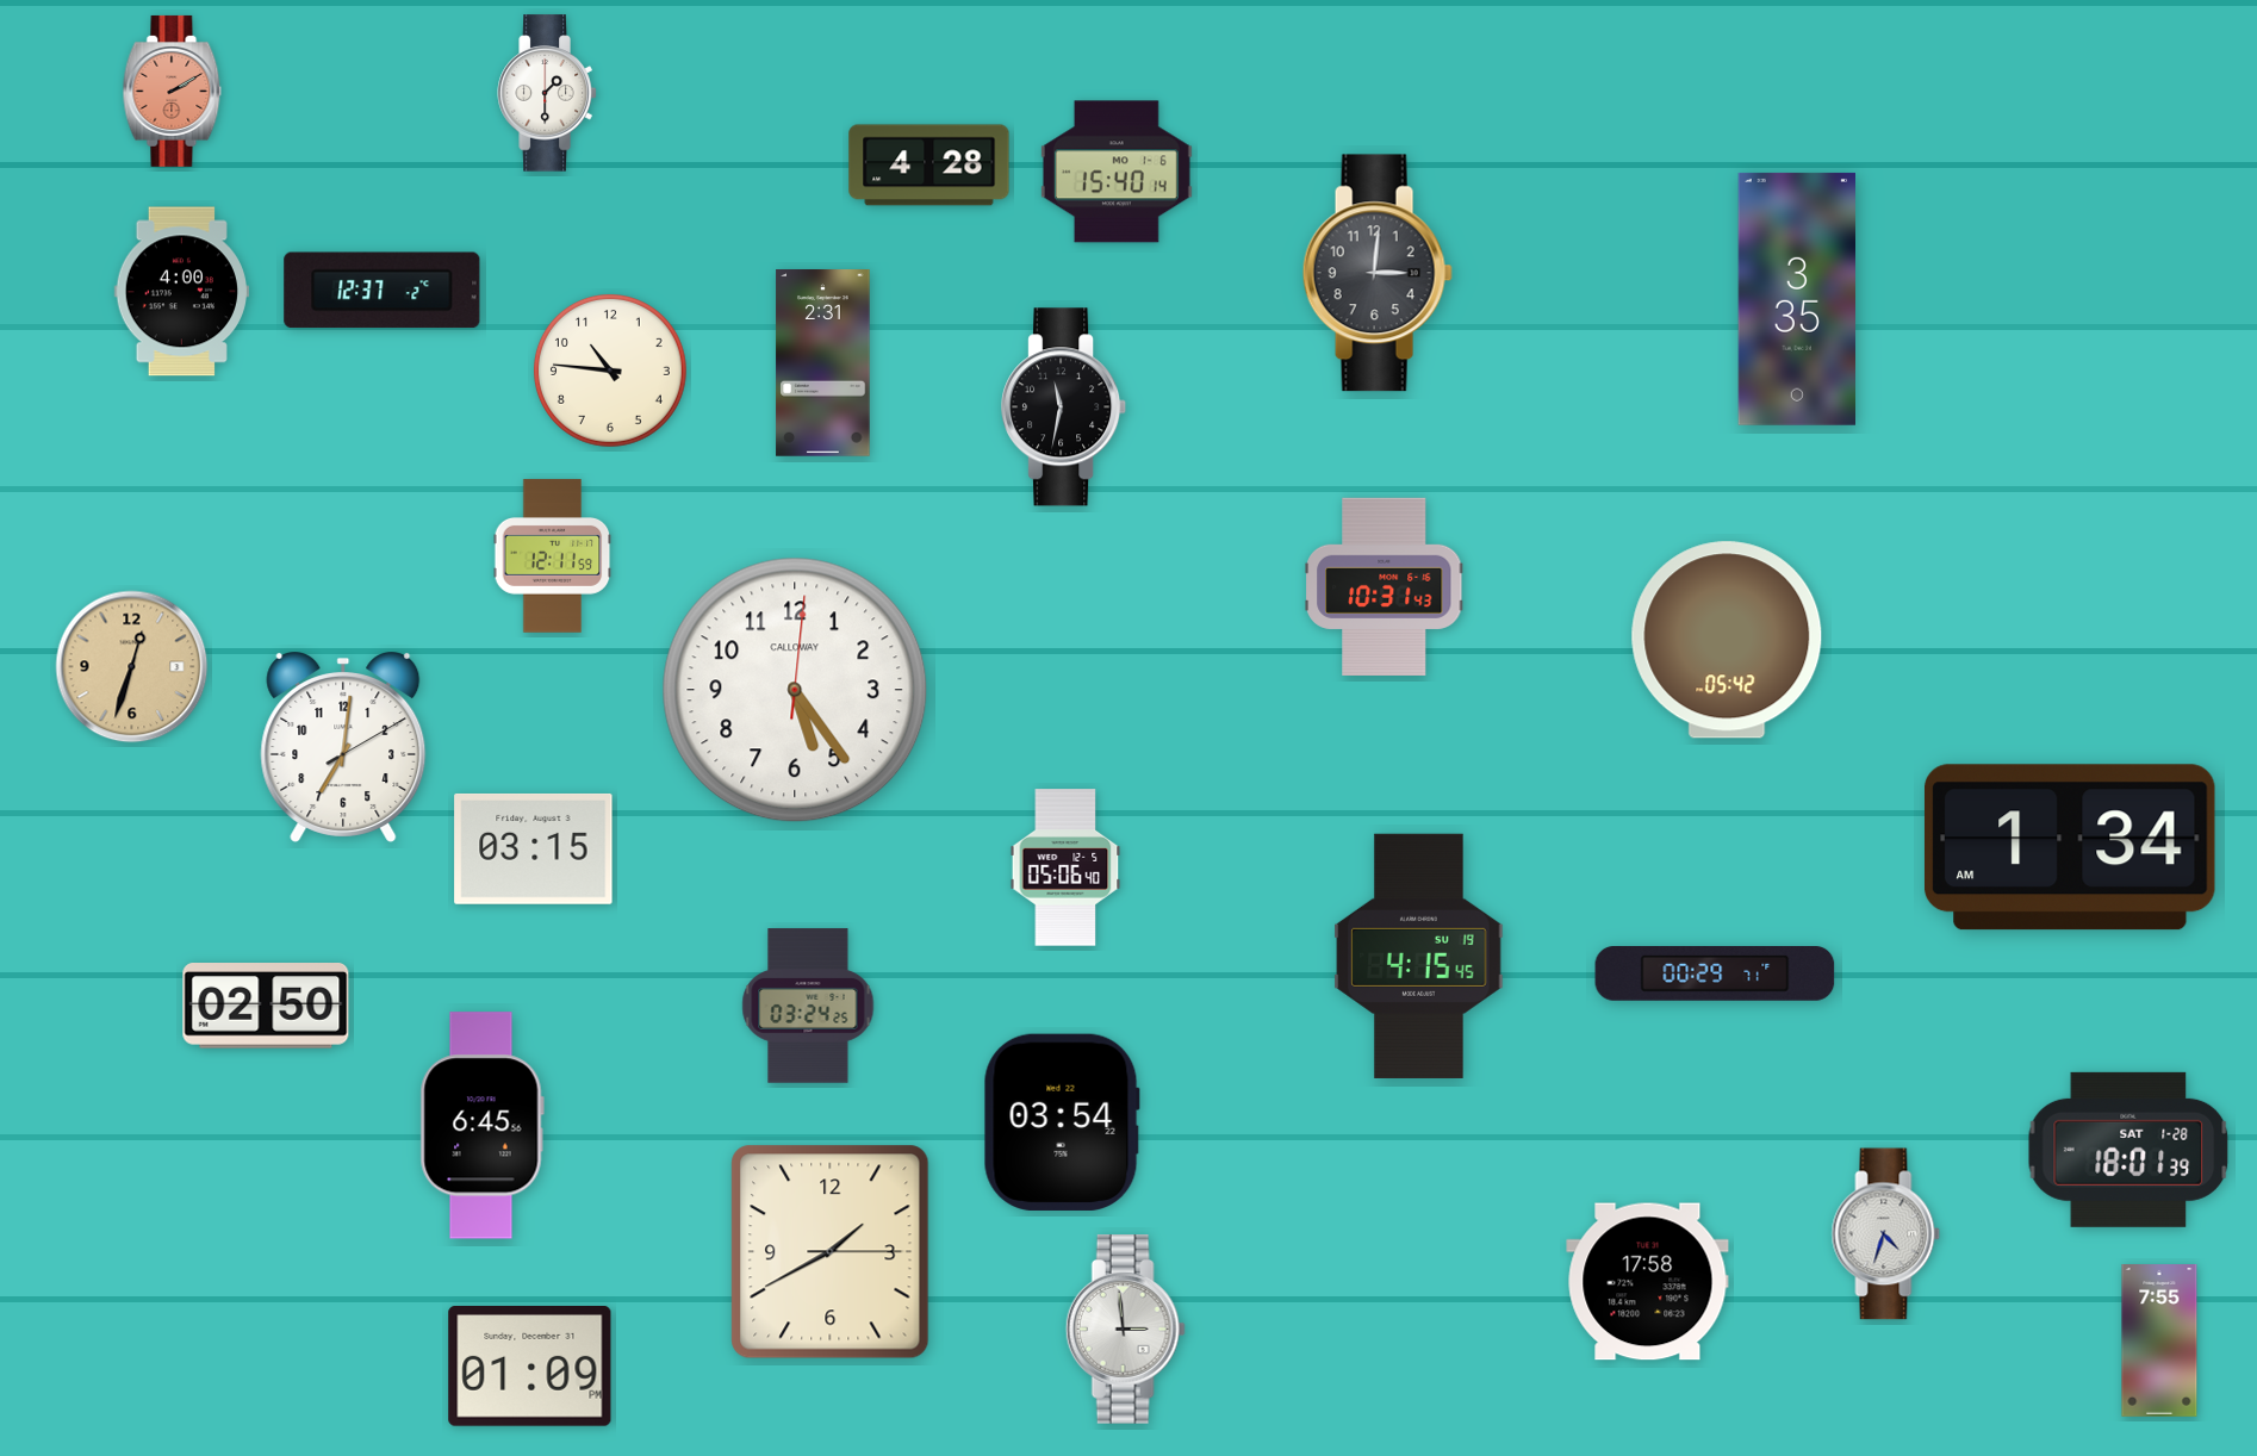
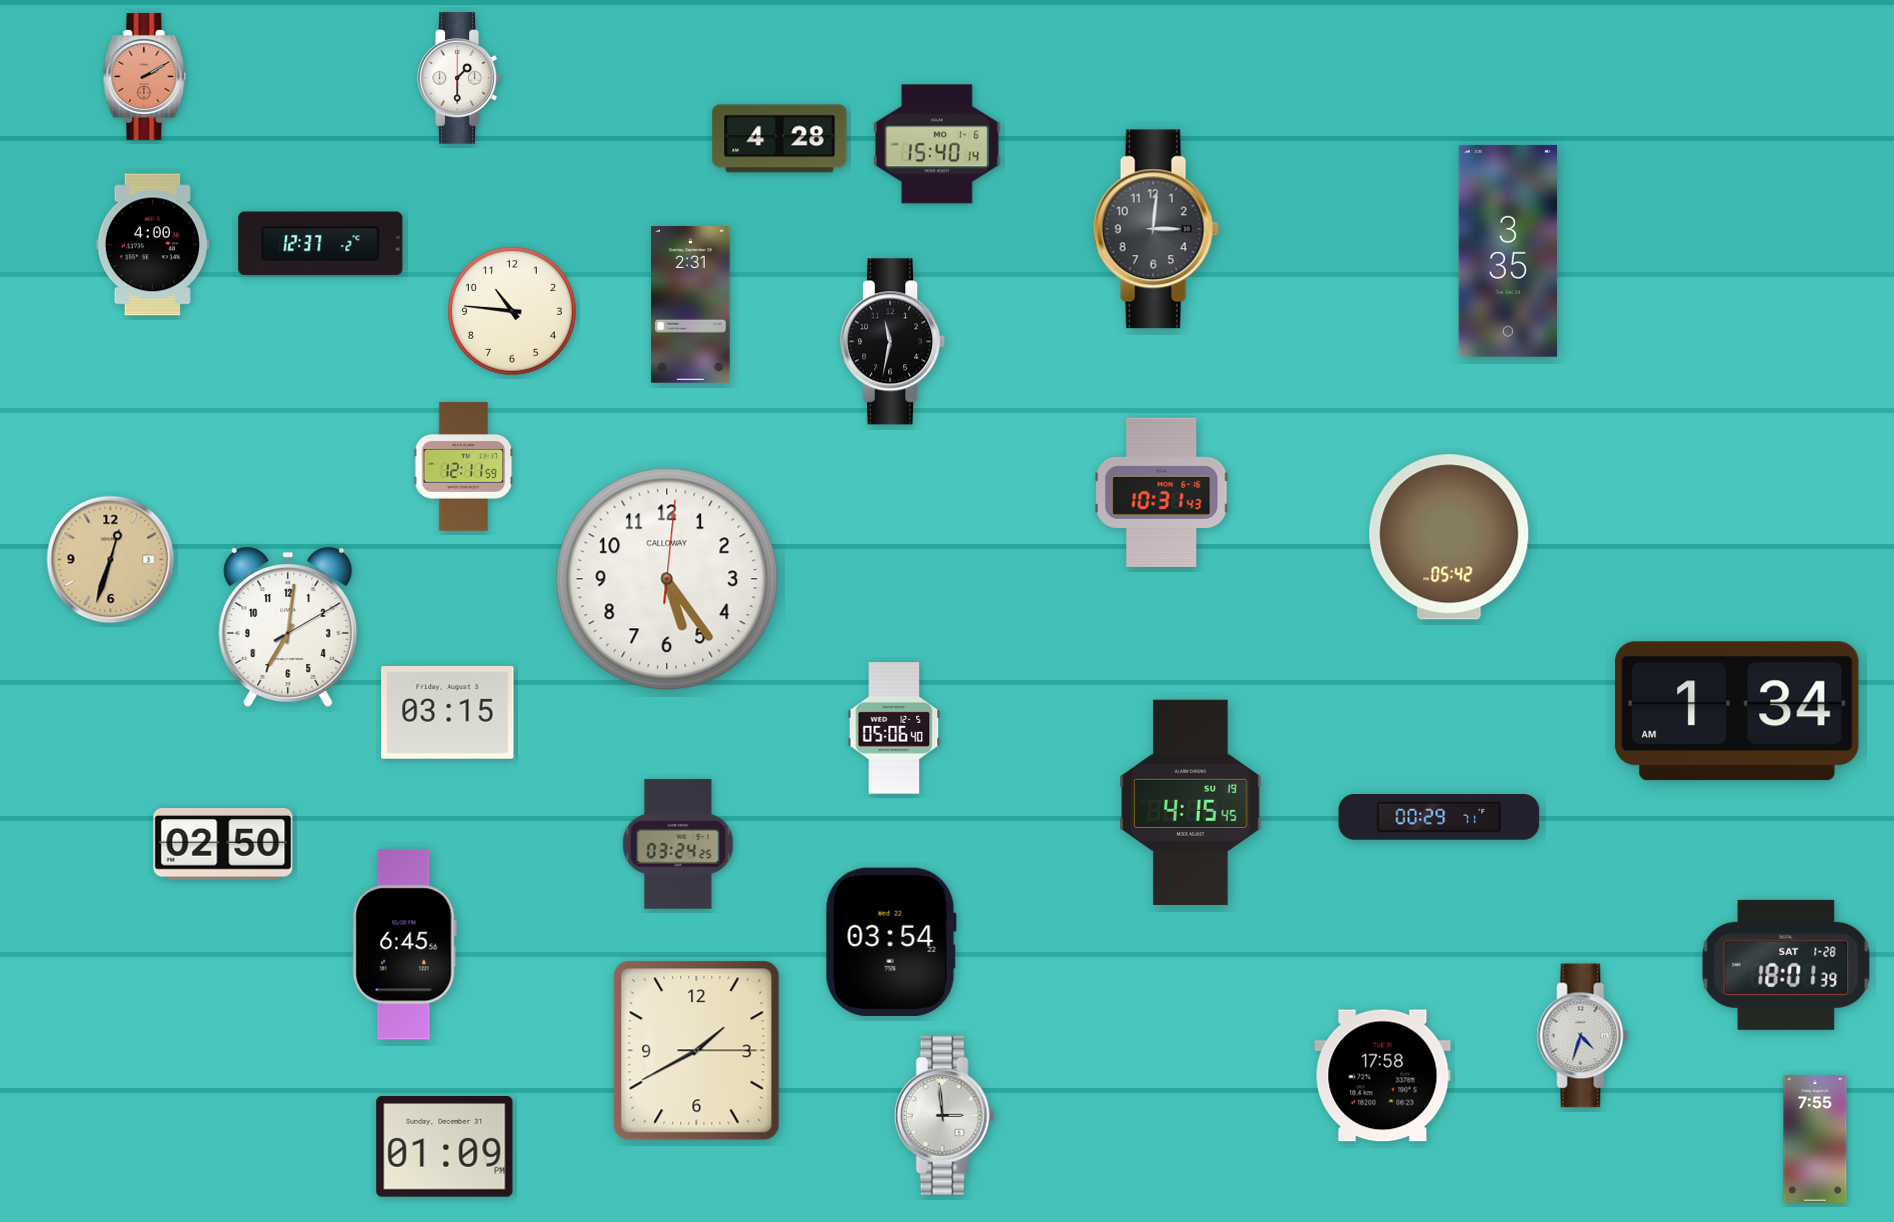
clock at (2159, 1342) position: (2159, 1342) -> (1815, 1140)
